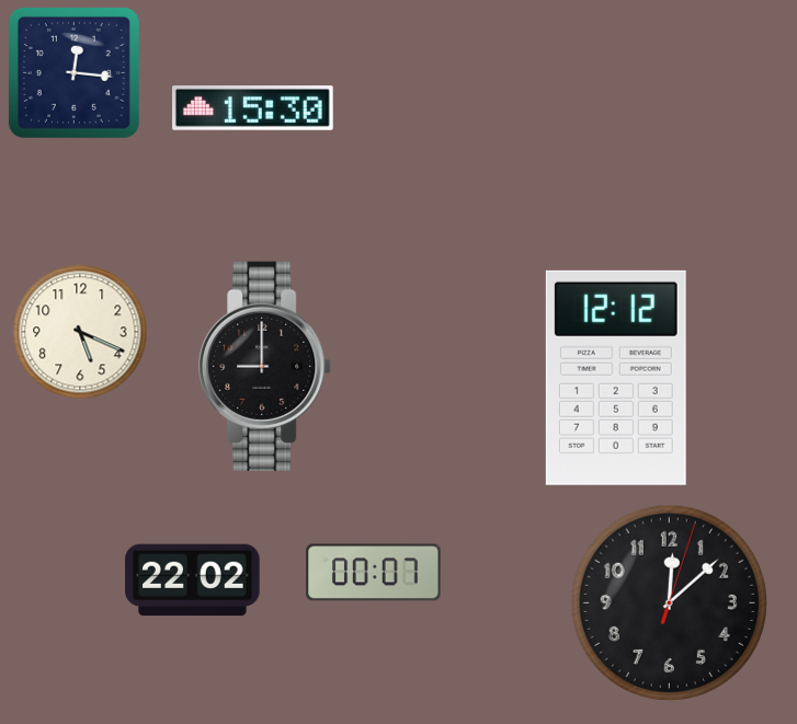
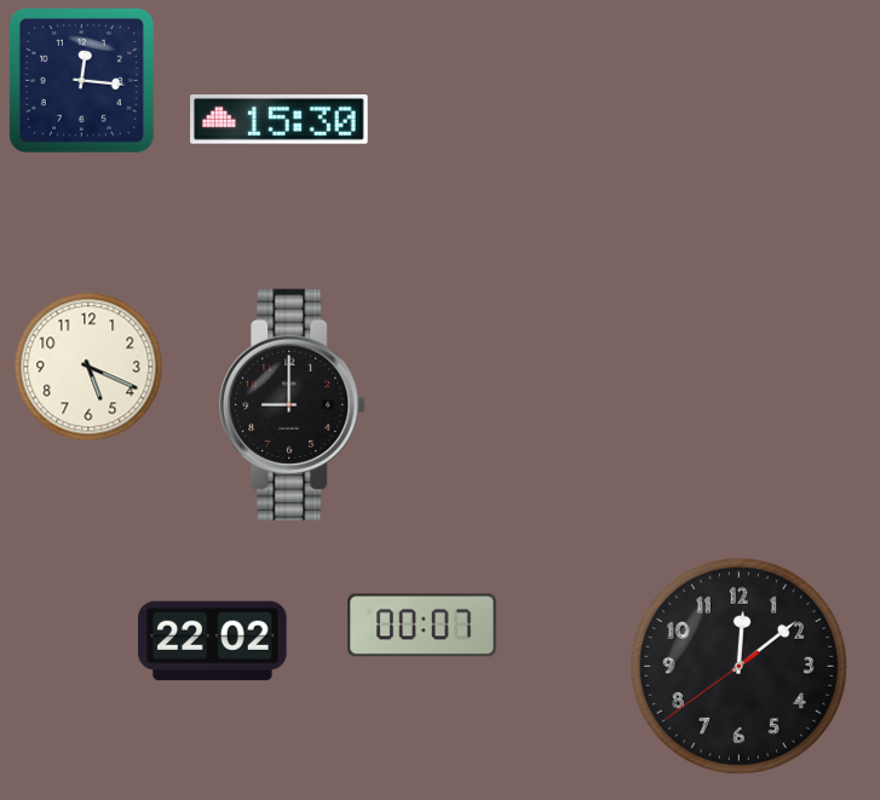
clock at (616, 378): 12:12 -> none
clock at (374, 573) position: (374, 573) -> (422, 626)
clock at (669, 602): 12:08:03 -> 12:08:39
